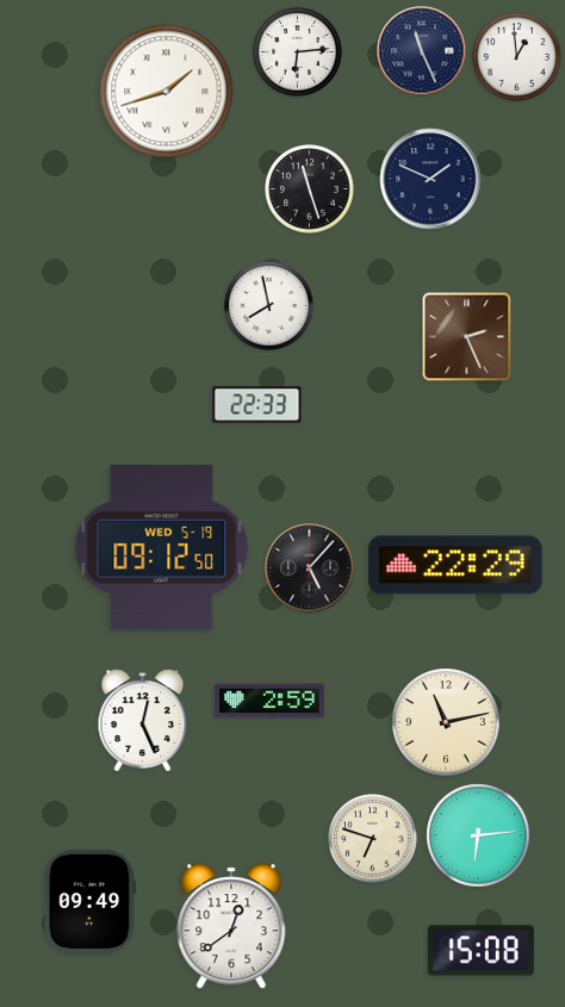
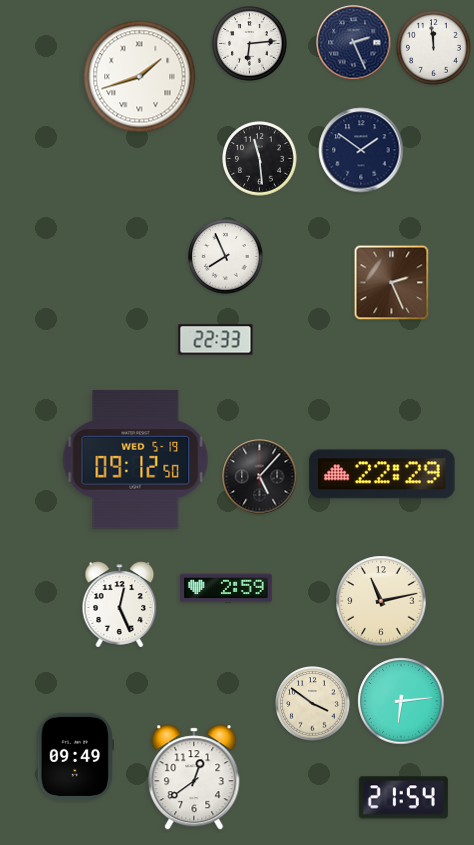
clock at (422, 51): 11:26 -> 2:26
clock at (517, 57): 12:59 -> 11:59
clock at (430, 179): 1:49 -> 1:51
clock at (310, 189): 11:27 -> 11:29
clock at (269, 306): 7:58 -> 7:56
clock at (446, 722) position: (446, 722) -> (381, 601)
clock at (373, 839): 6:48 -> 3:51
clock at (480, 951): 15:08 -> 21:54
